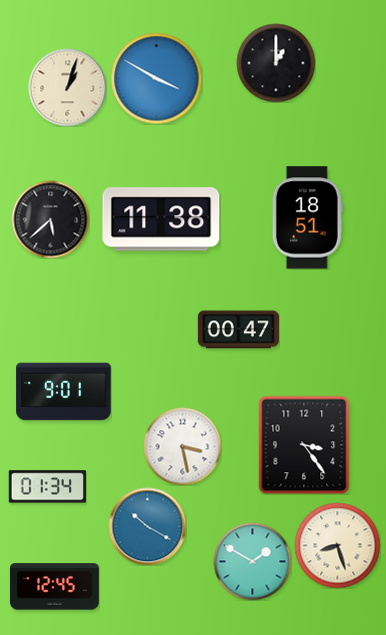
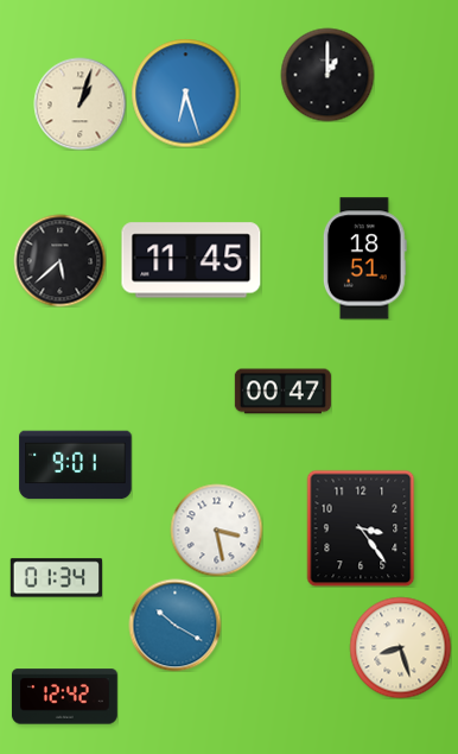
clock at (156, 78): 3:50 -> 6:27
clock at (161, 219): 11:38 -> 11:45
clock at (252, 561): 1:50 -> none
clock at (54, 587): 12:45 -> 12:42
